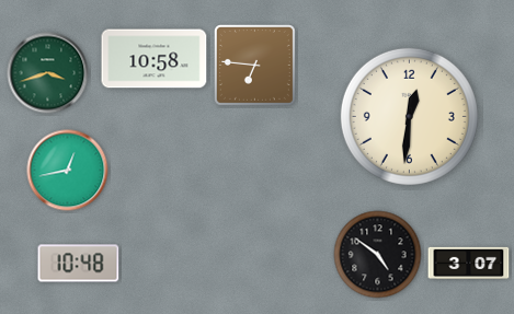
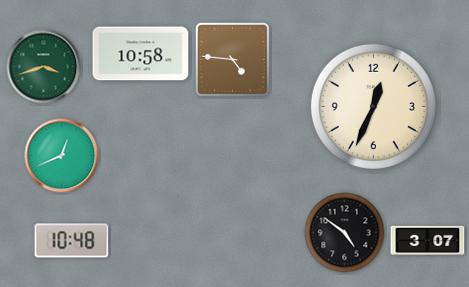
clock at (254, 65): 6:46 -> 4:46
clock at (409, 116): 12:31 -> 12:34
clock at (68, 171): 12:43 -> 12:41
